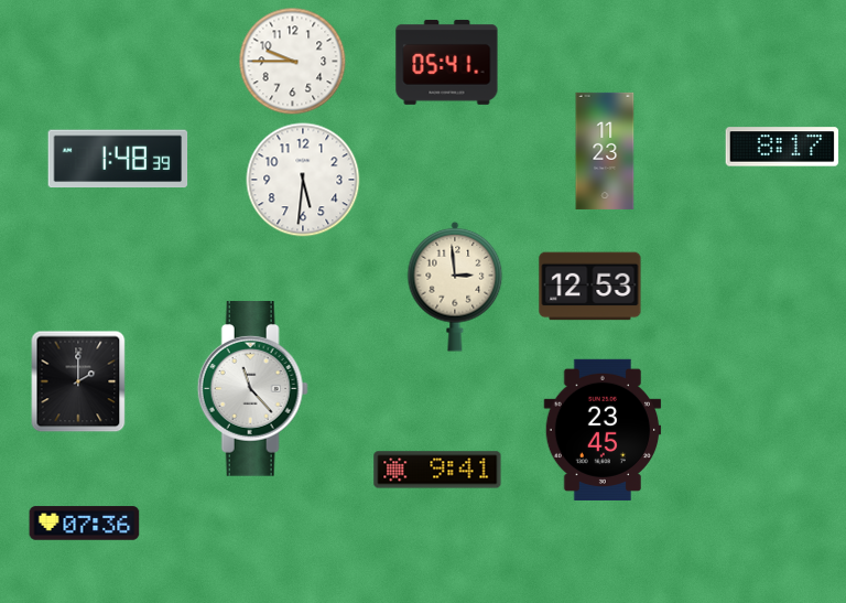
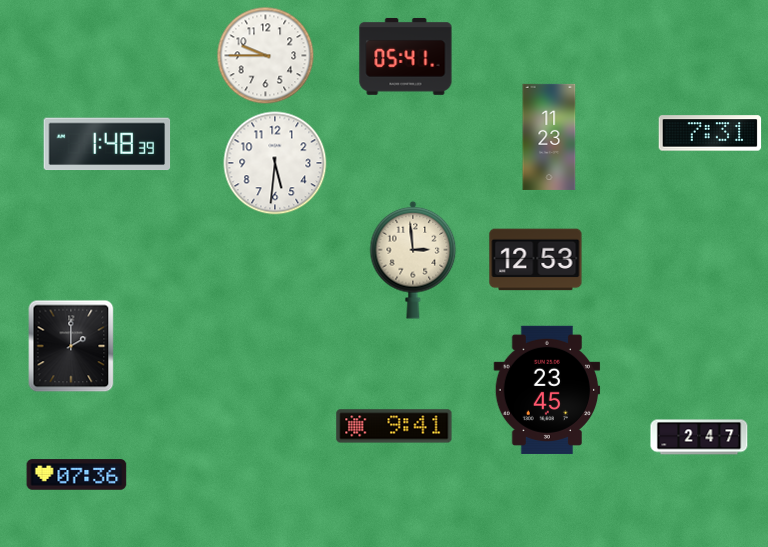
clock at (782, 147): 8:17 -> 7:31
clock at (252, 389): 11:23 -> none
clock at (437, 470) position: (437, 470) -> (394, 426)
clock at (699, 437): none -> 2:47
